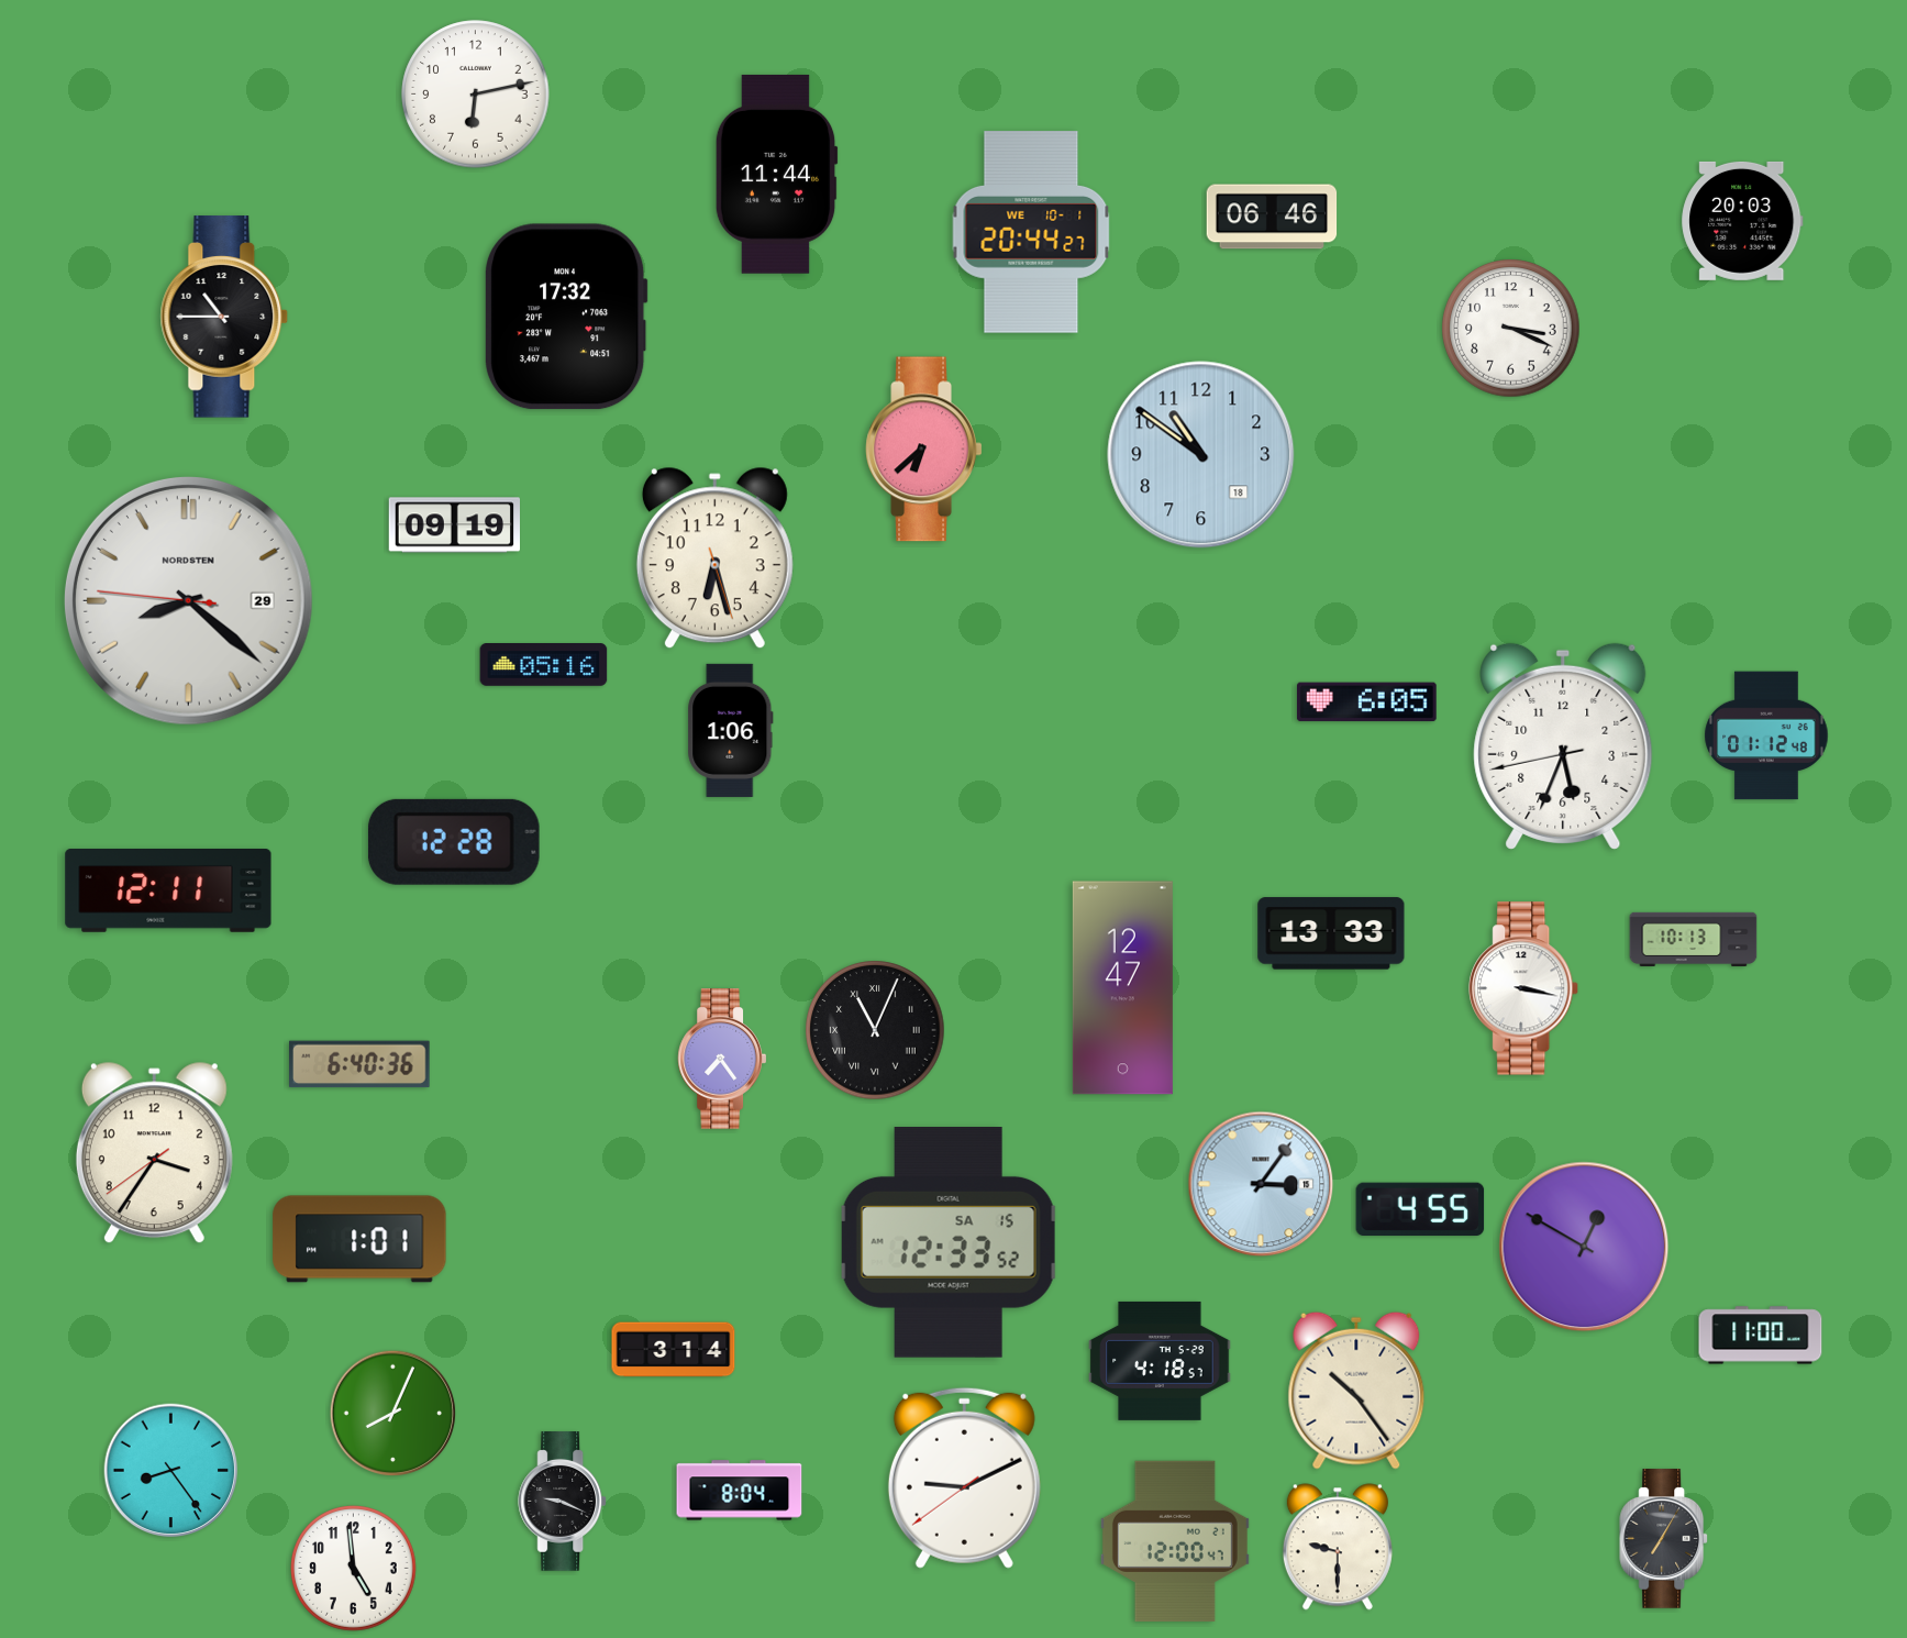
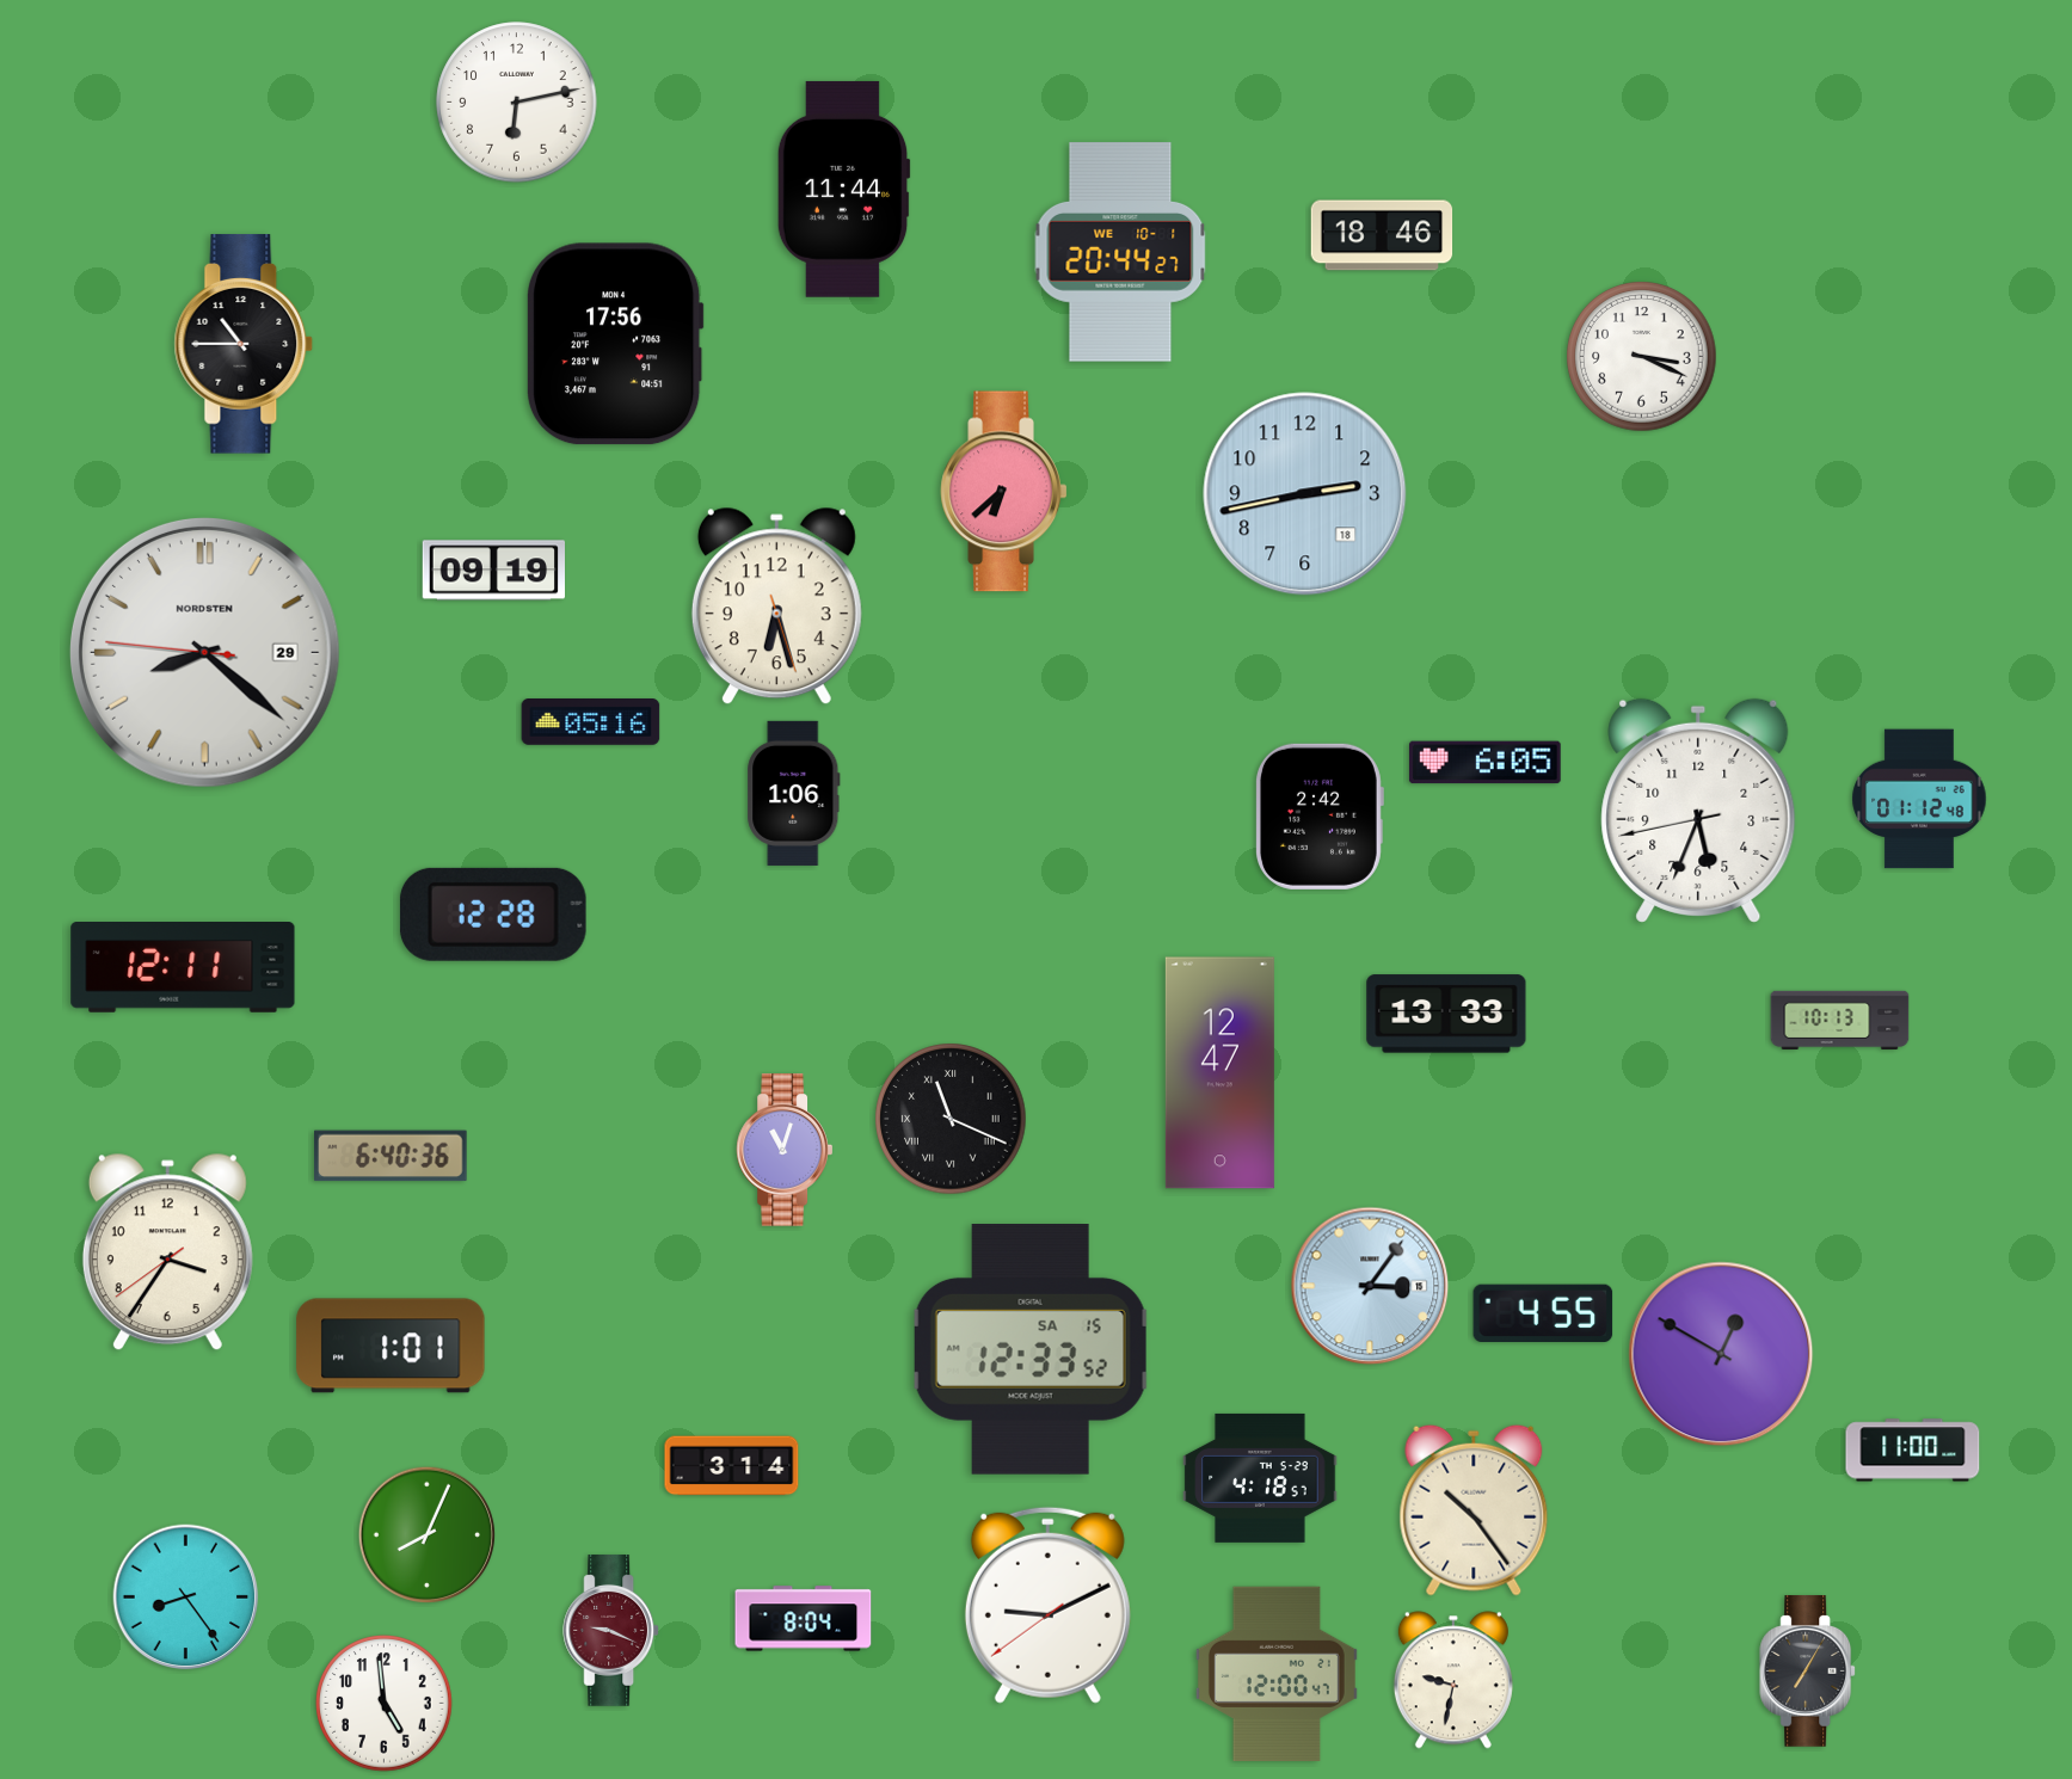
clock at (1272, 217): 06:46 -> 18:46
clock at (1742, 221): 20:03 -> none
clock at (566, 317): 17:32 -> 17:56
clock at (924, 450) position: (924, 450) -> (1004, 492)
clock at (1201, 455): 10:51 -> 2:43
clock at (1320, 817): none -> 2:42
clock at (1525, 988): 3:17 -> none
clock at (875, 1030): 11:04 -> 11:19
clock at (721, 1059): 7:24 -> 11:03
clock at (563, 1502) dial: black -> burgundy
clock at (1338, 1547): 9:30 -> 9:32
